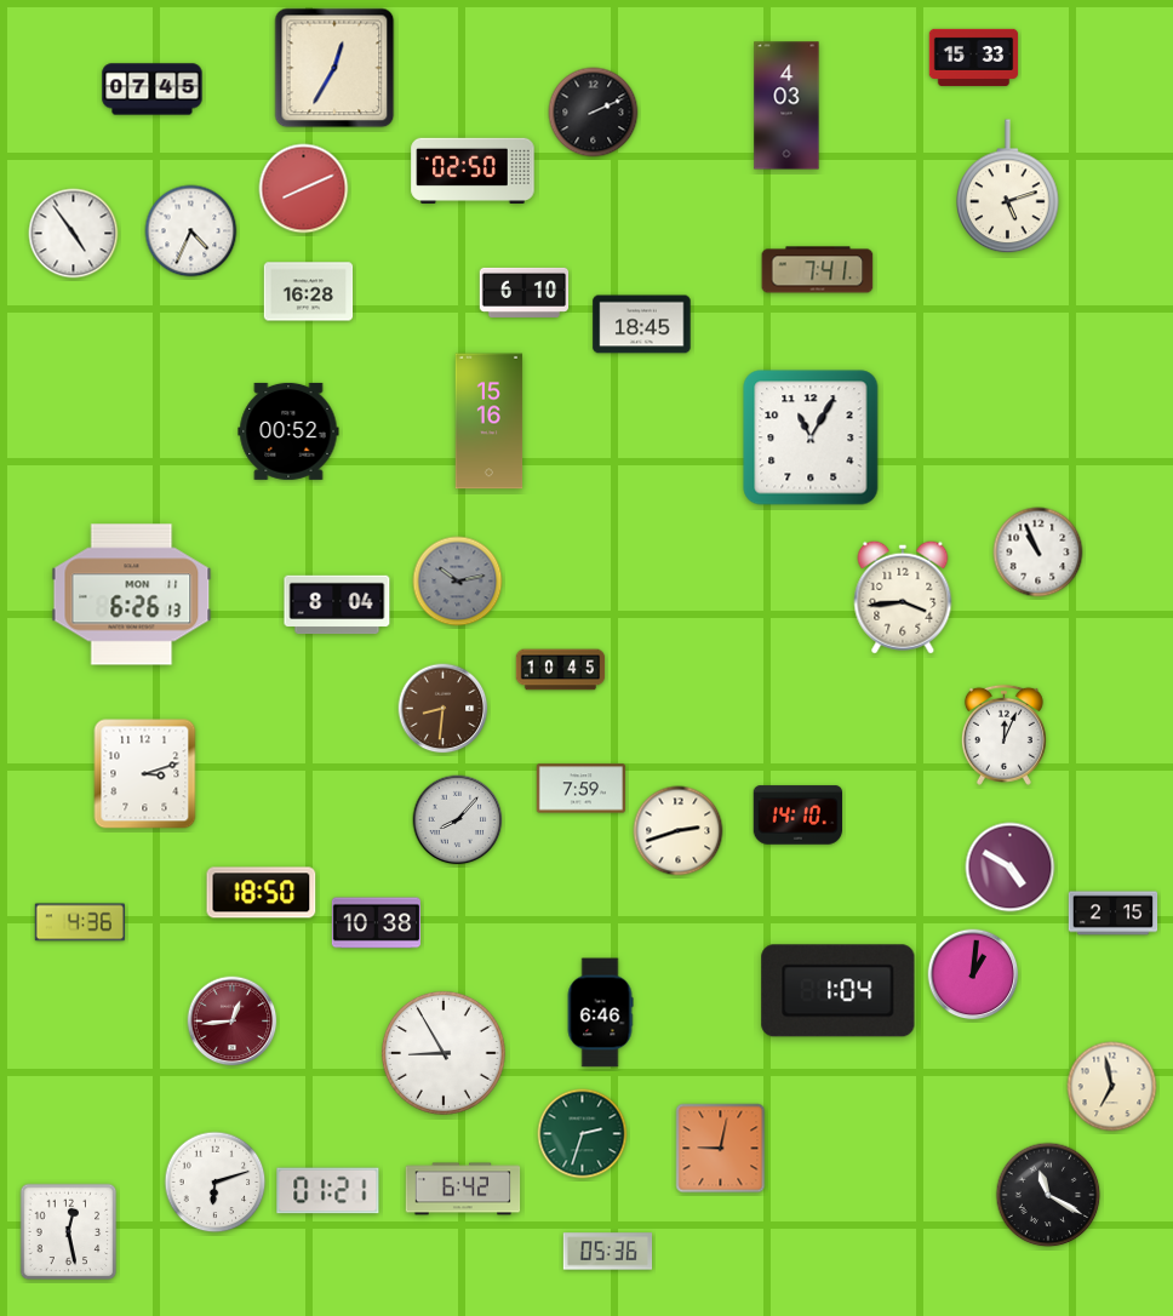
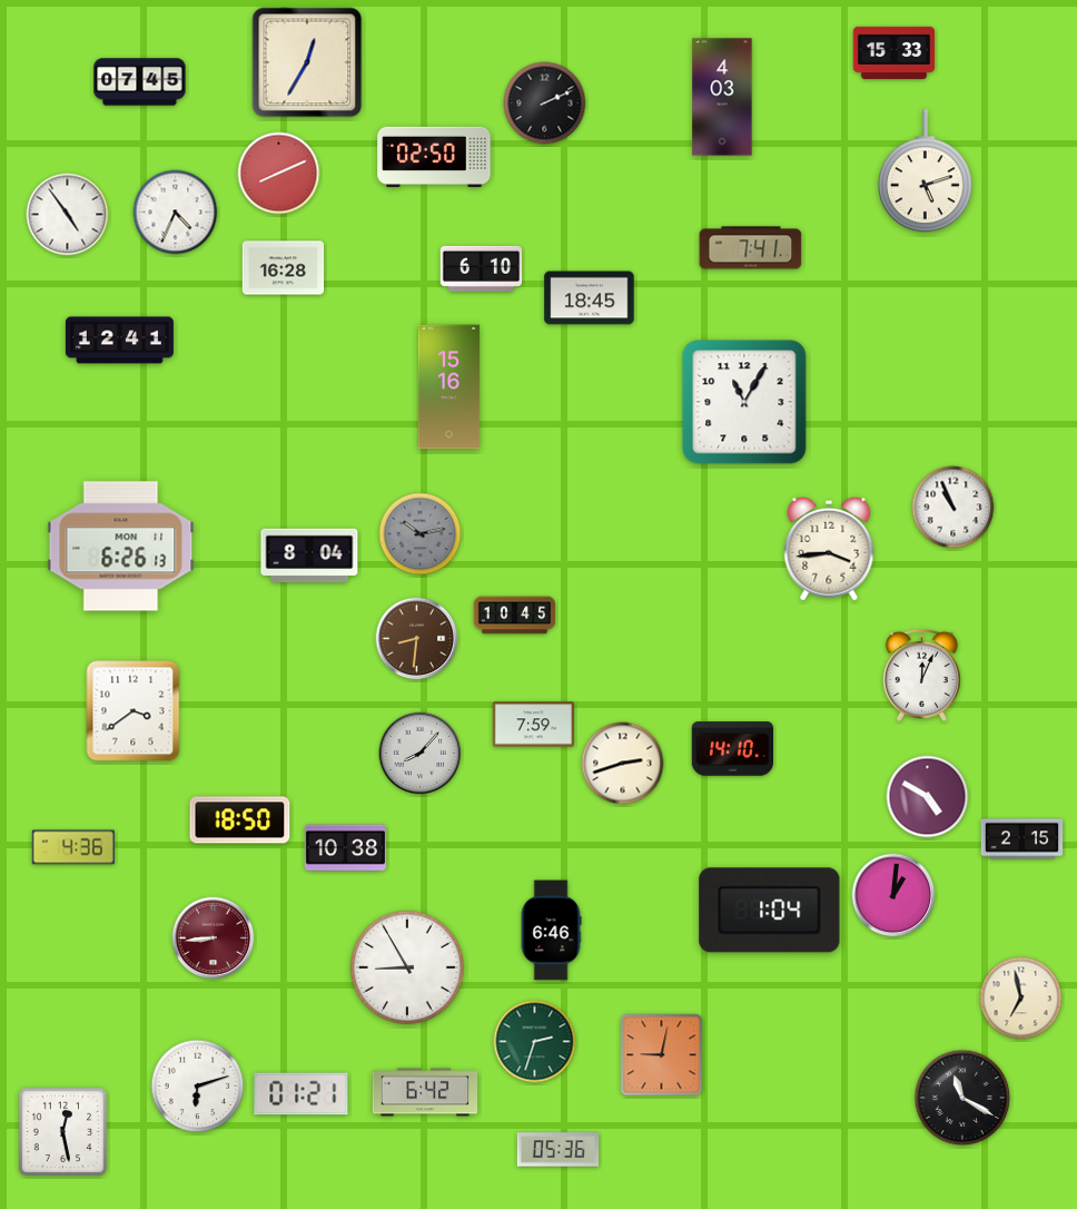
clock at (119, 341): none -> 12:41
clock at (288, 431): 00:52 -> none
clock at (444, 709) position: (444, 709) -> (417, 639)
clock at (145, 774): 3:12 -> 3:39
clock at (233, 1022): 12:44 -> 8:44
